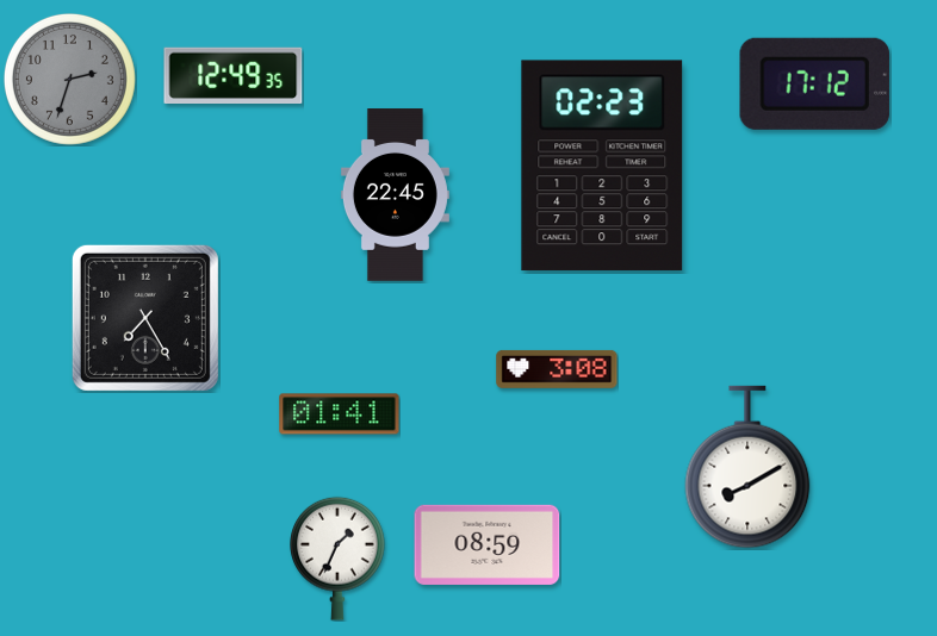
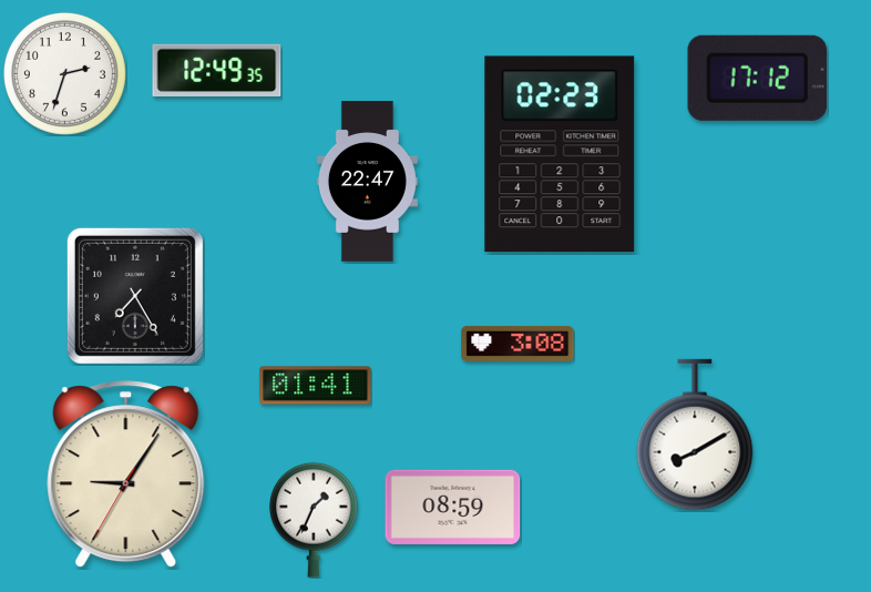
clock at (69, 79) dial: grey -> white
clock at (395, 195): 22:45 -> 22:47
clock at (126, 474): none -> 9:05
